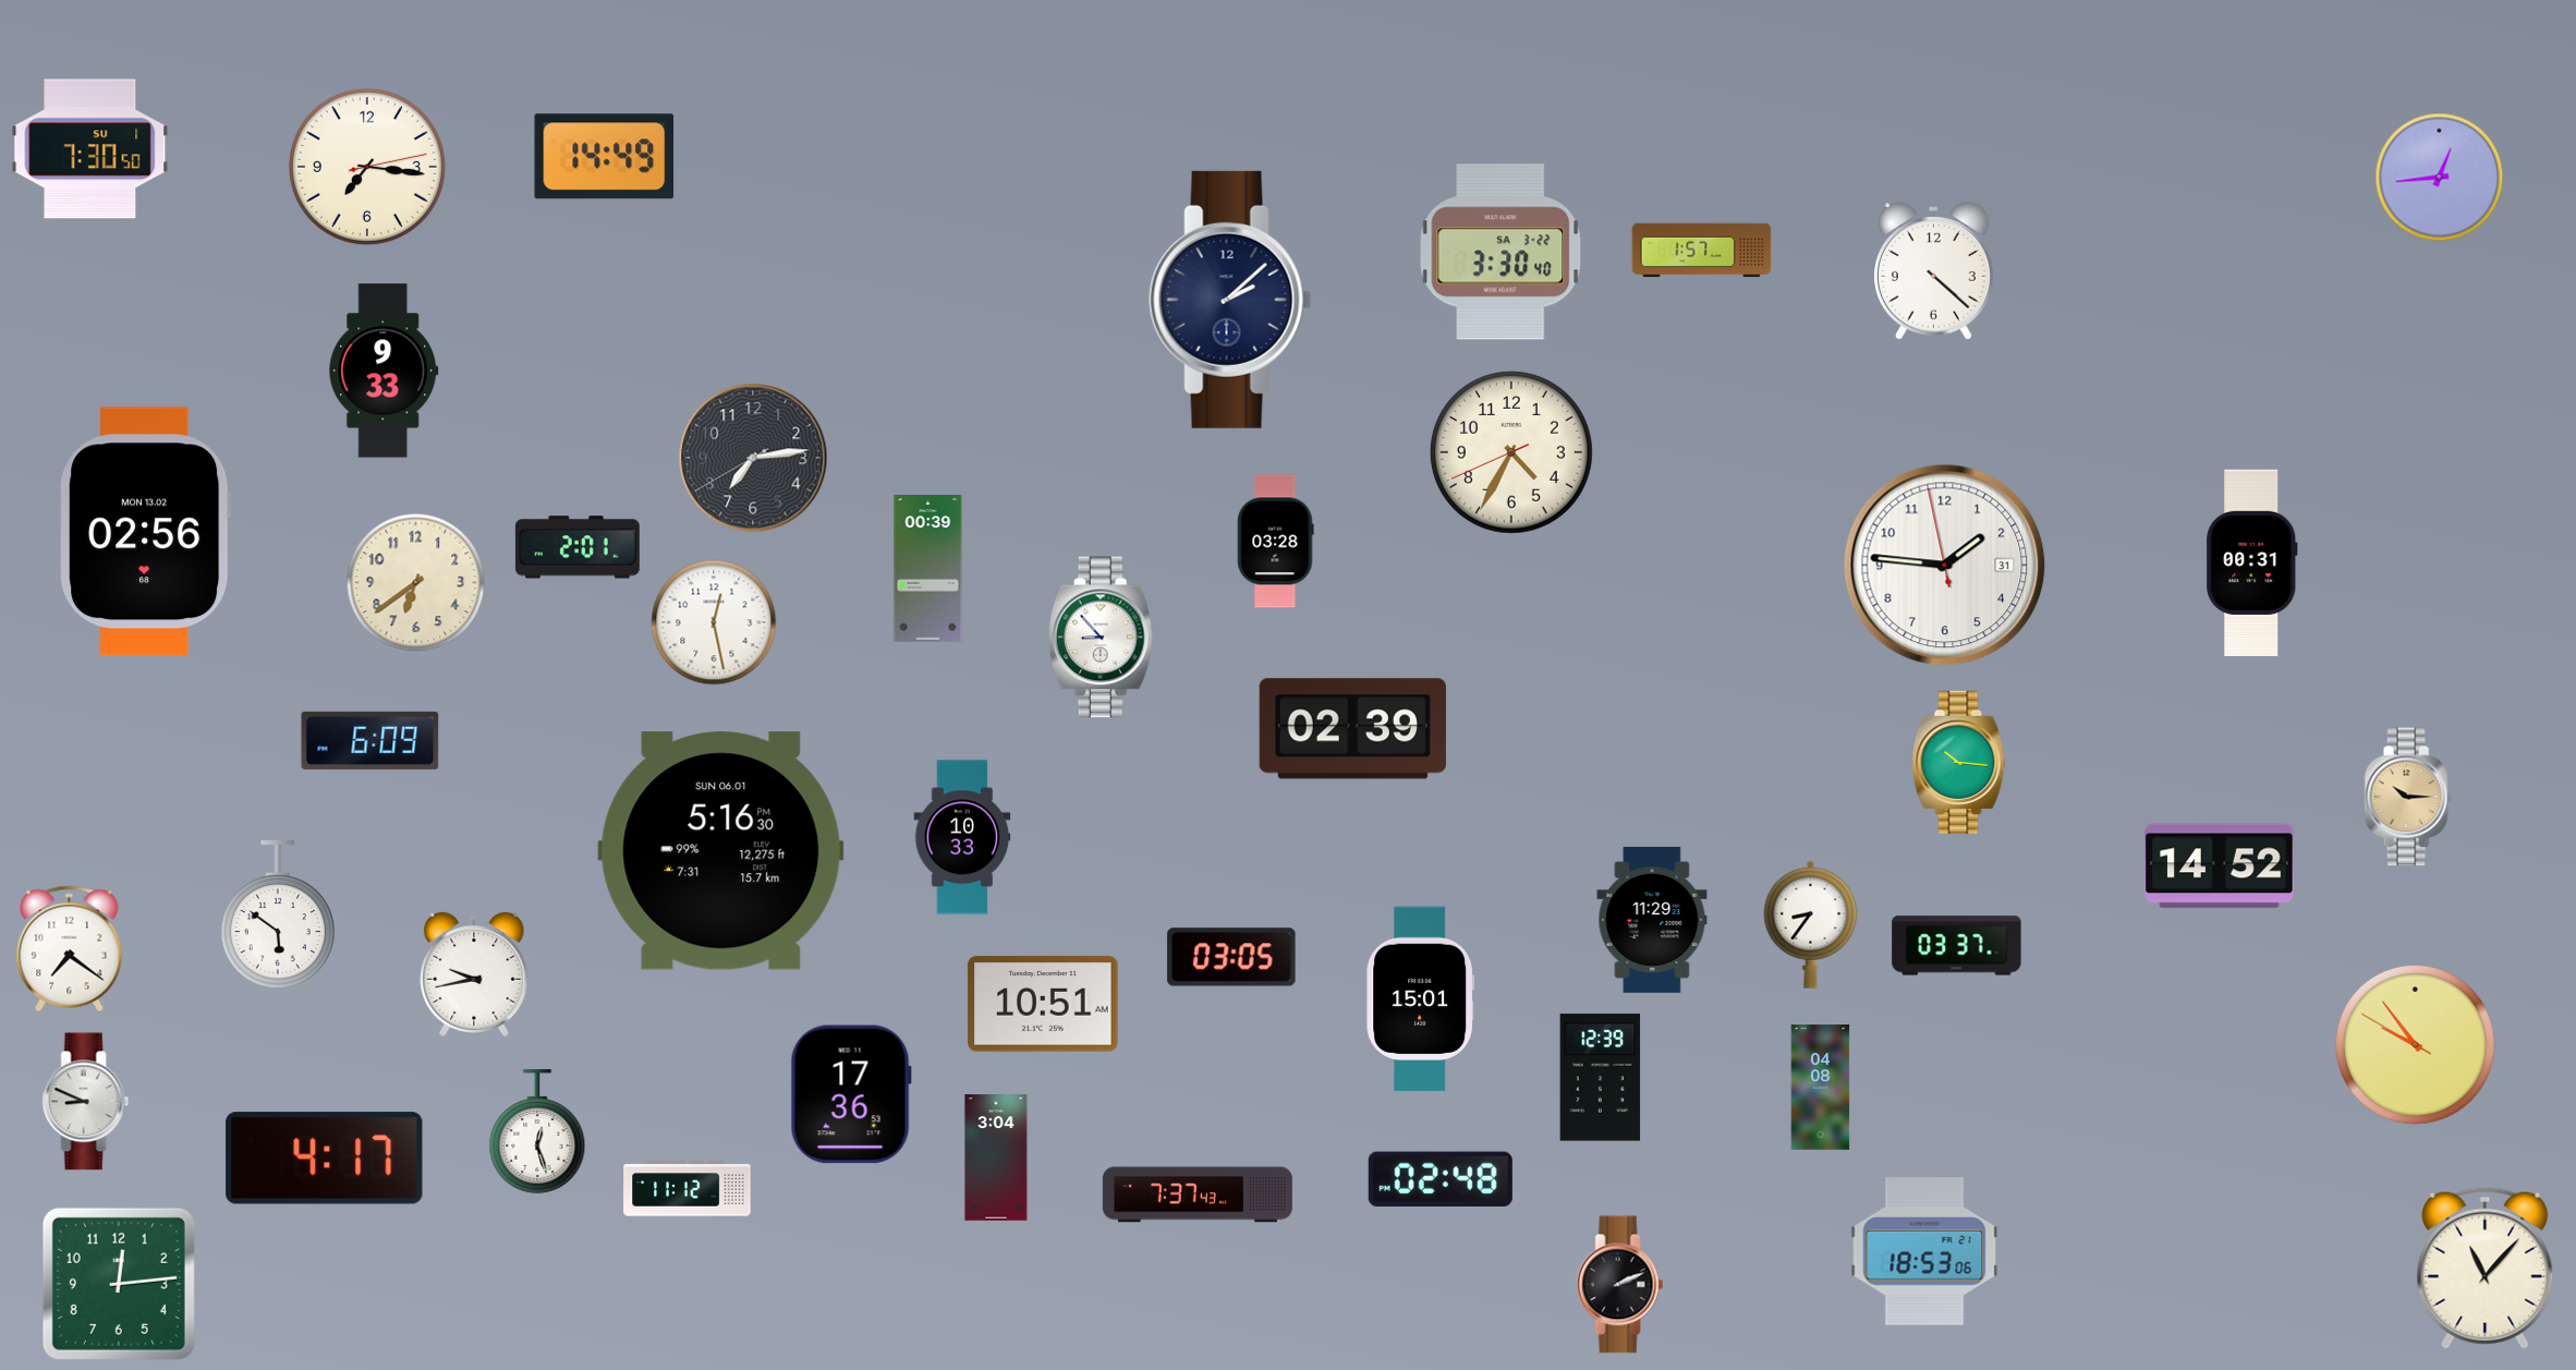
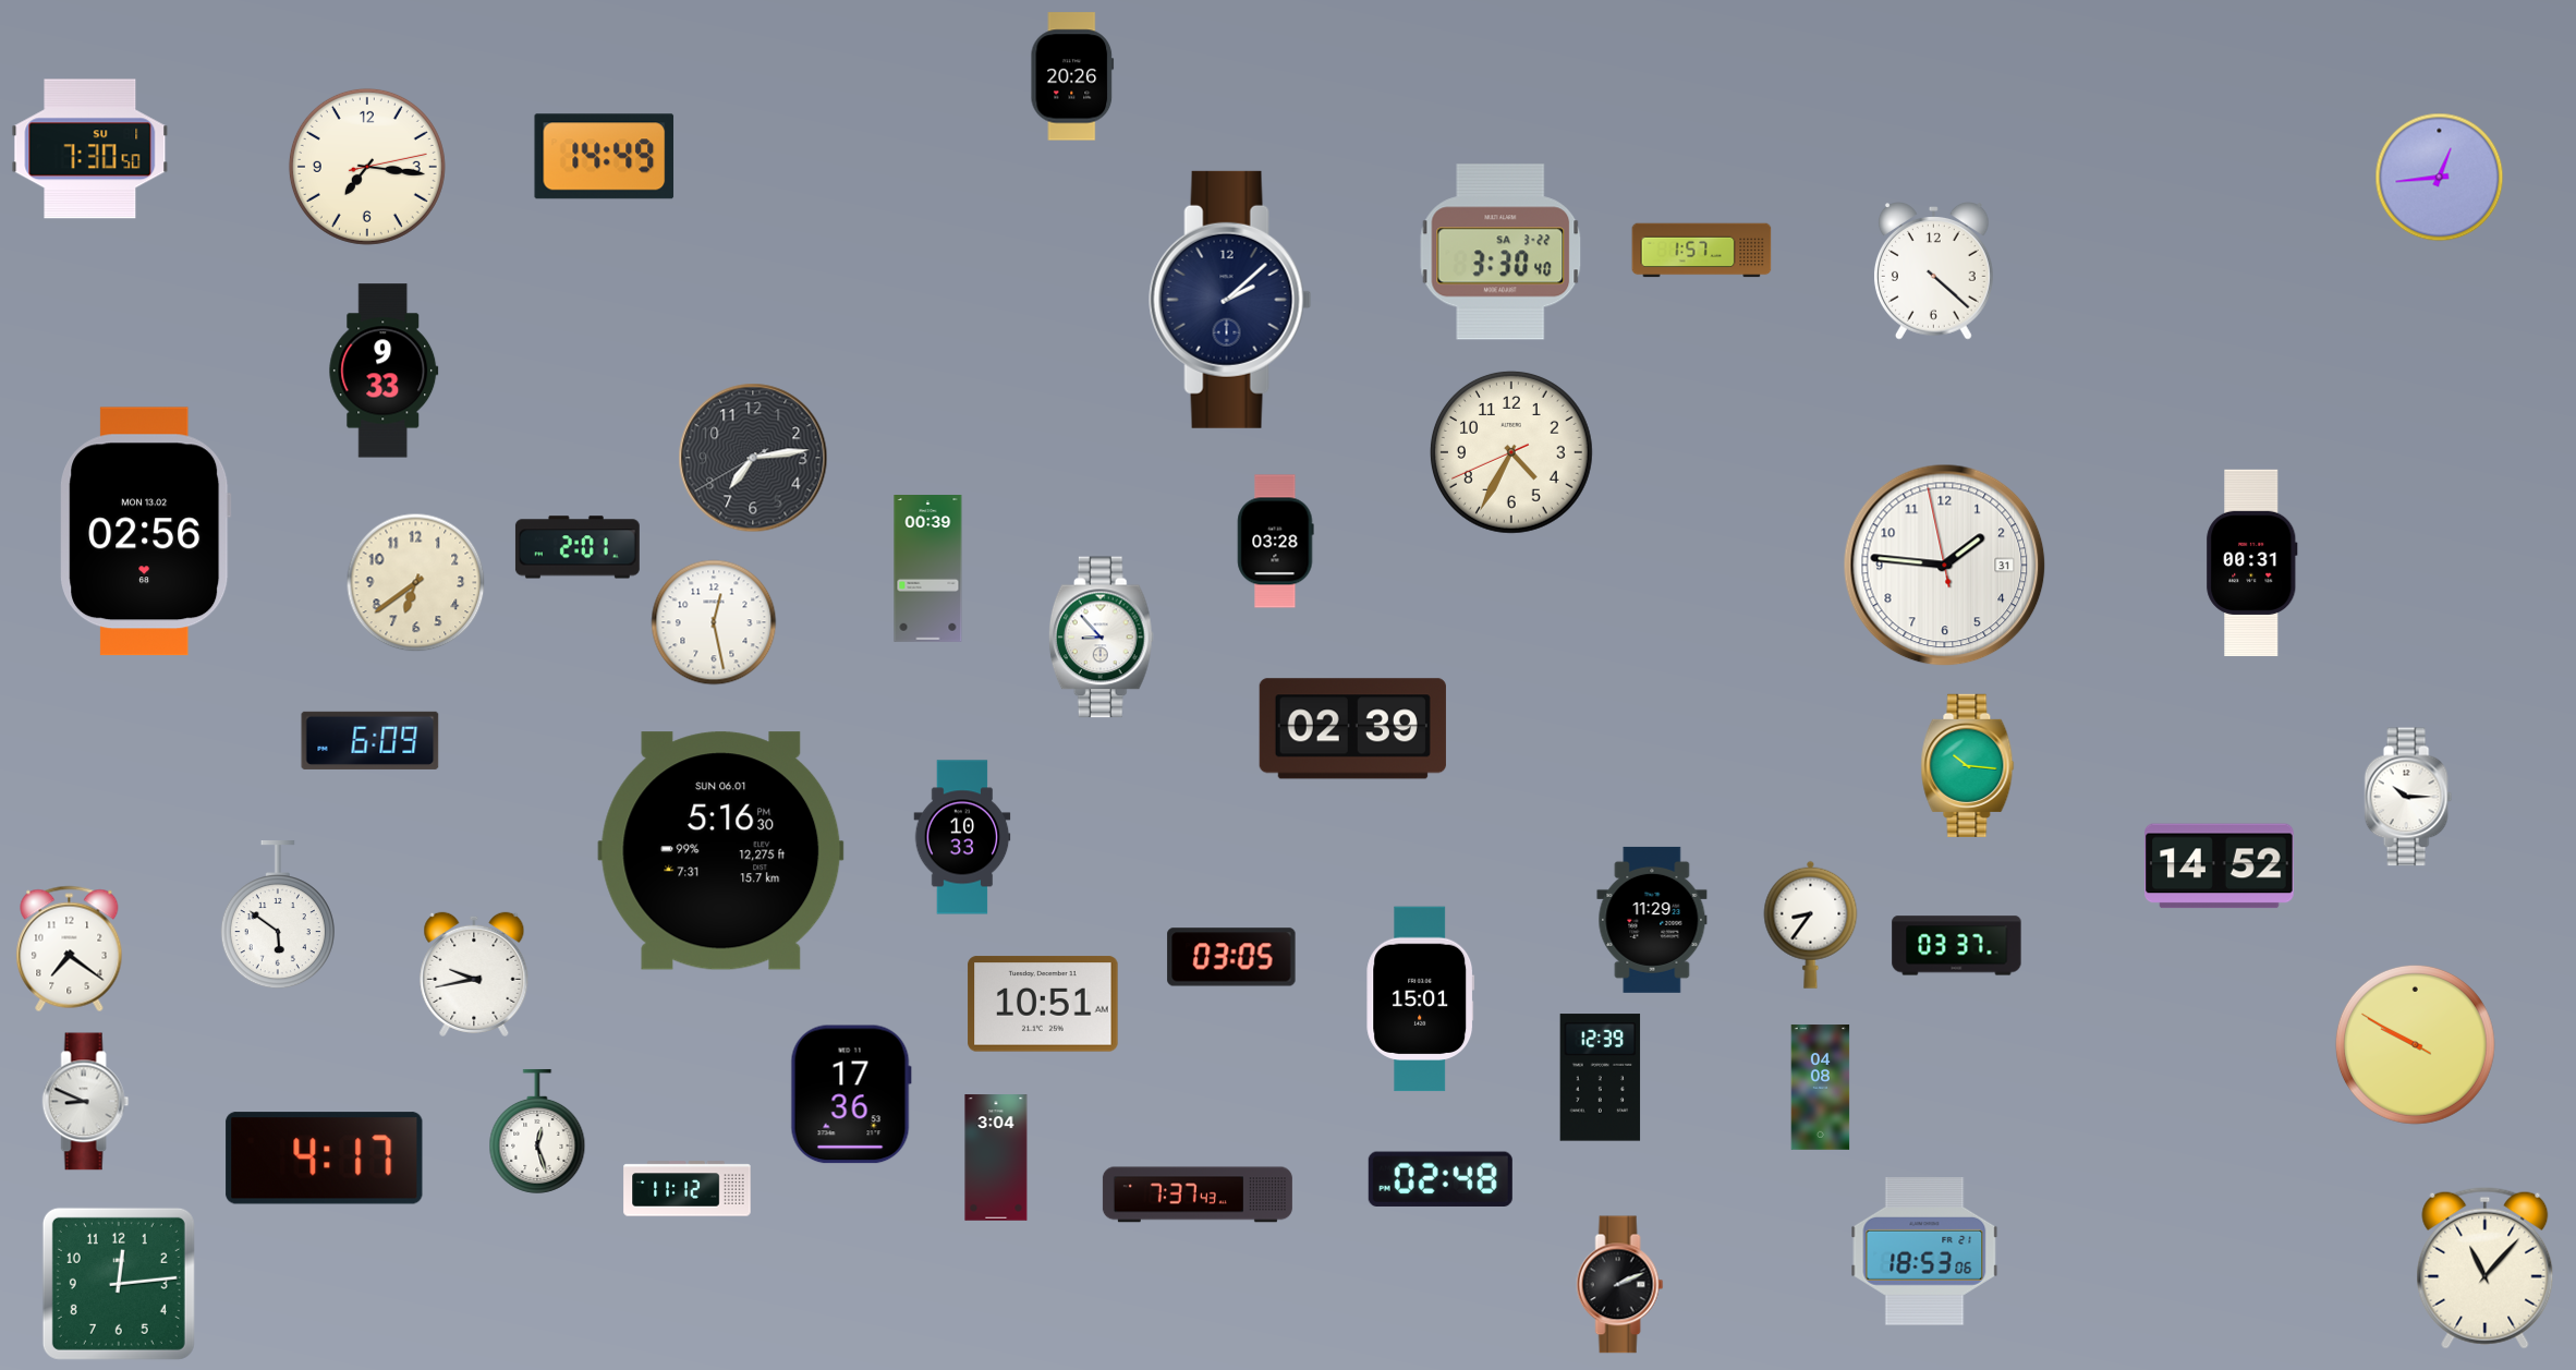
clock at (1072, 76): none -> 20:26
clock at (1959, 762) position: (1959, 762) -> (1968, 765)
clock at (2408, 797) dial: champagne -> white
clock at (2415, 1044): 9:53 -> 9:49
